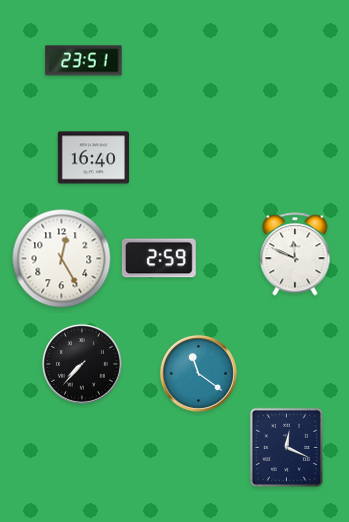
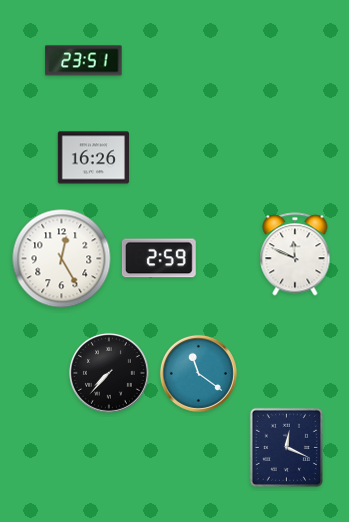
clock at (93, 158): 16:40 -> 16:26
clock at (82, 364) position: (82, 364) -> (109, 373)
